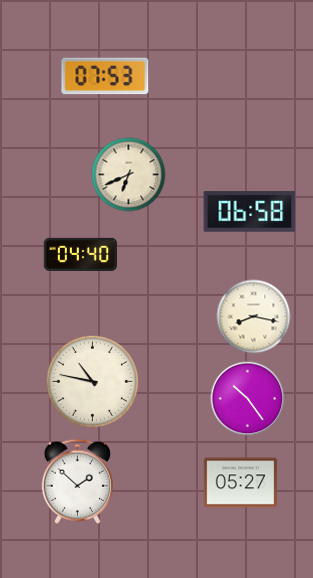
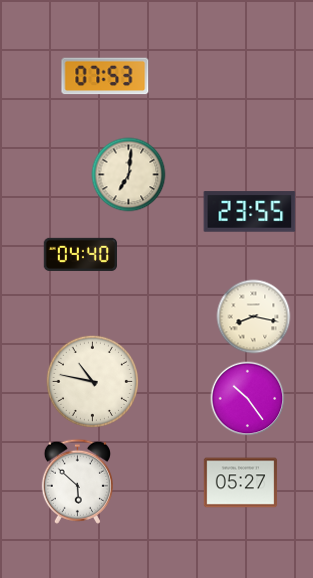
clock at (129, 175): 6:41 -> 7:01
clock at (250, 212): 06:58 -> 23:55
clock at (77, 481): 1:52 -> 5:52
